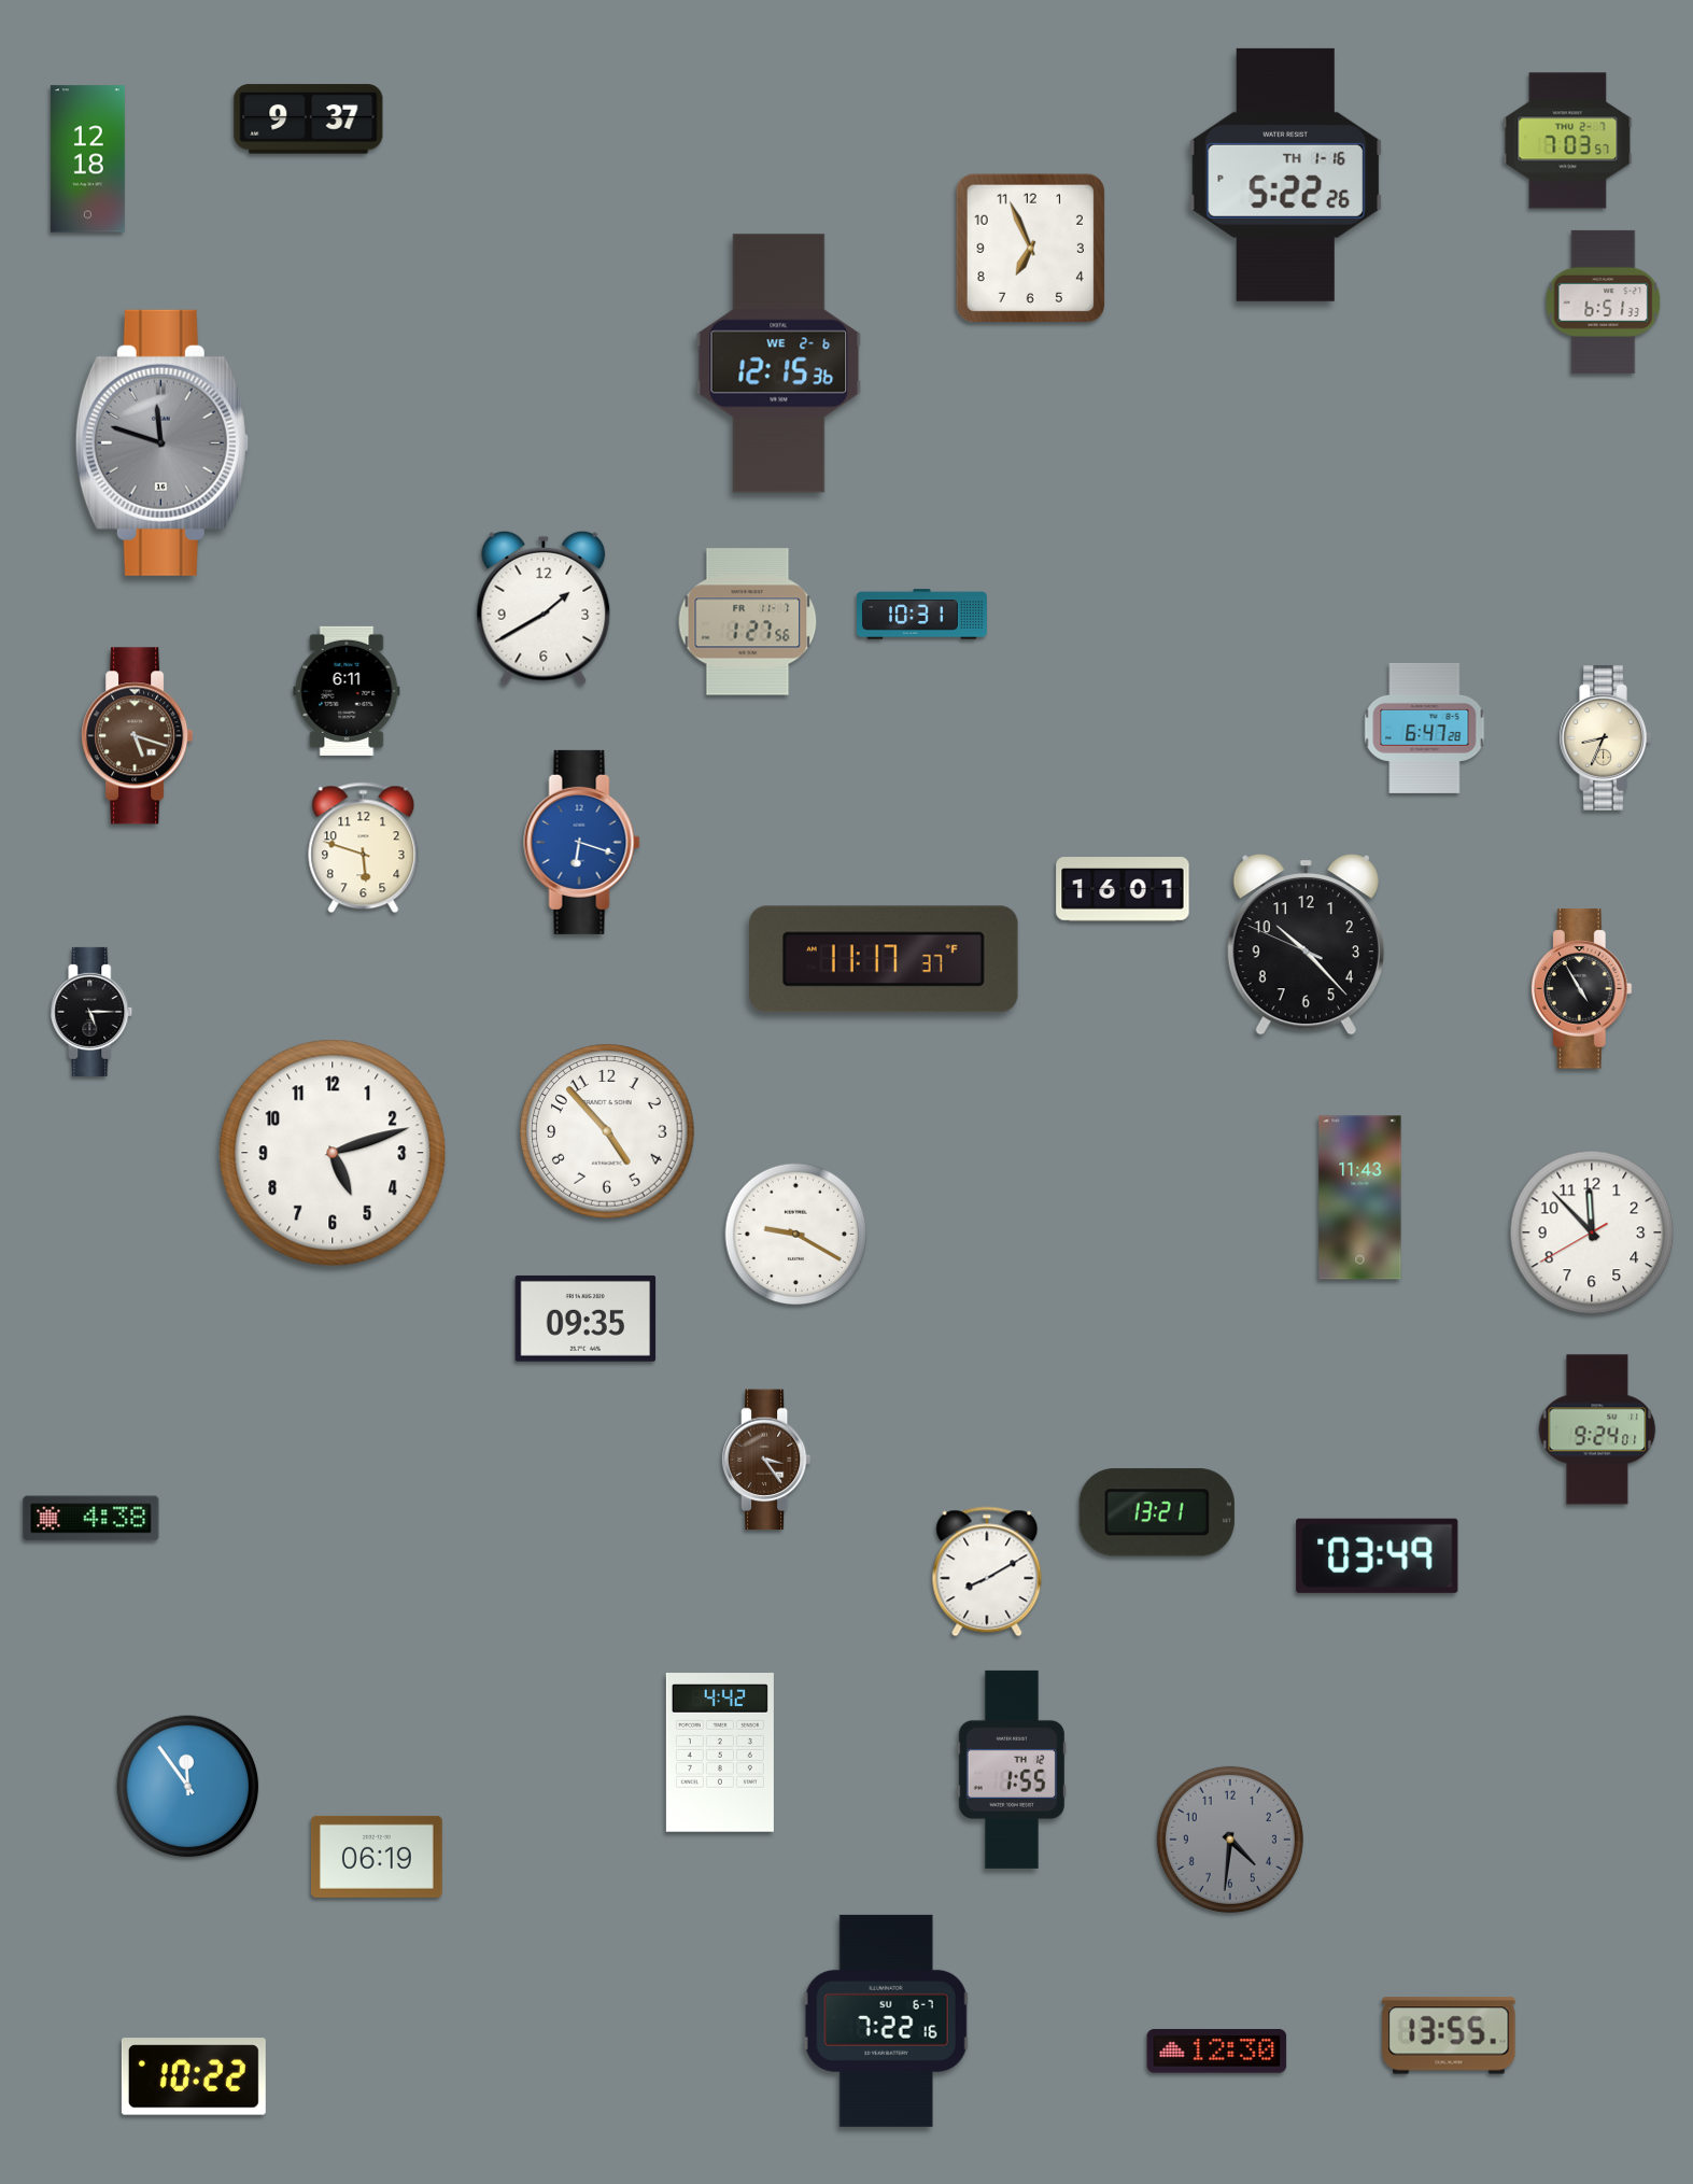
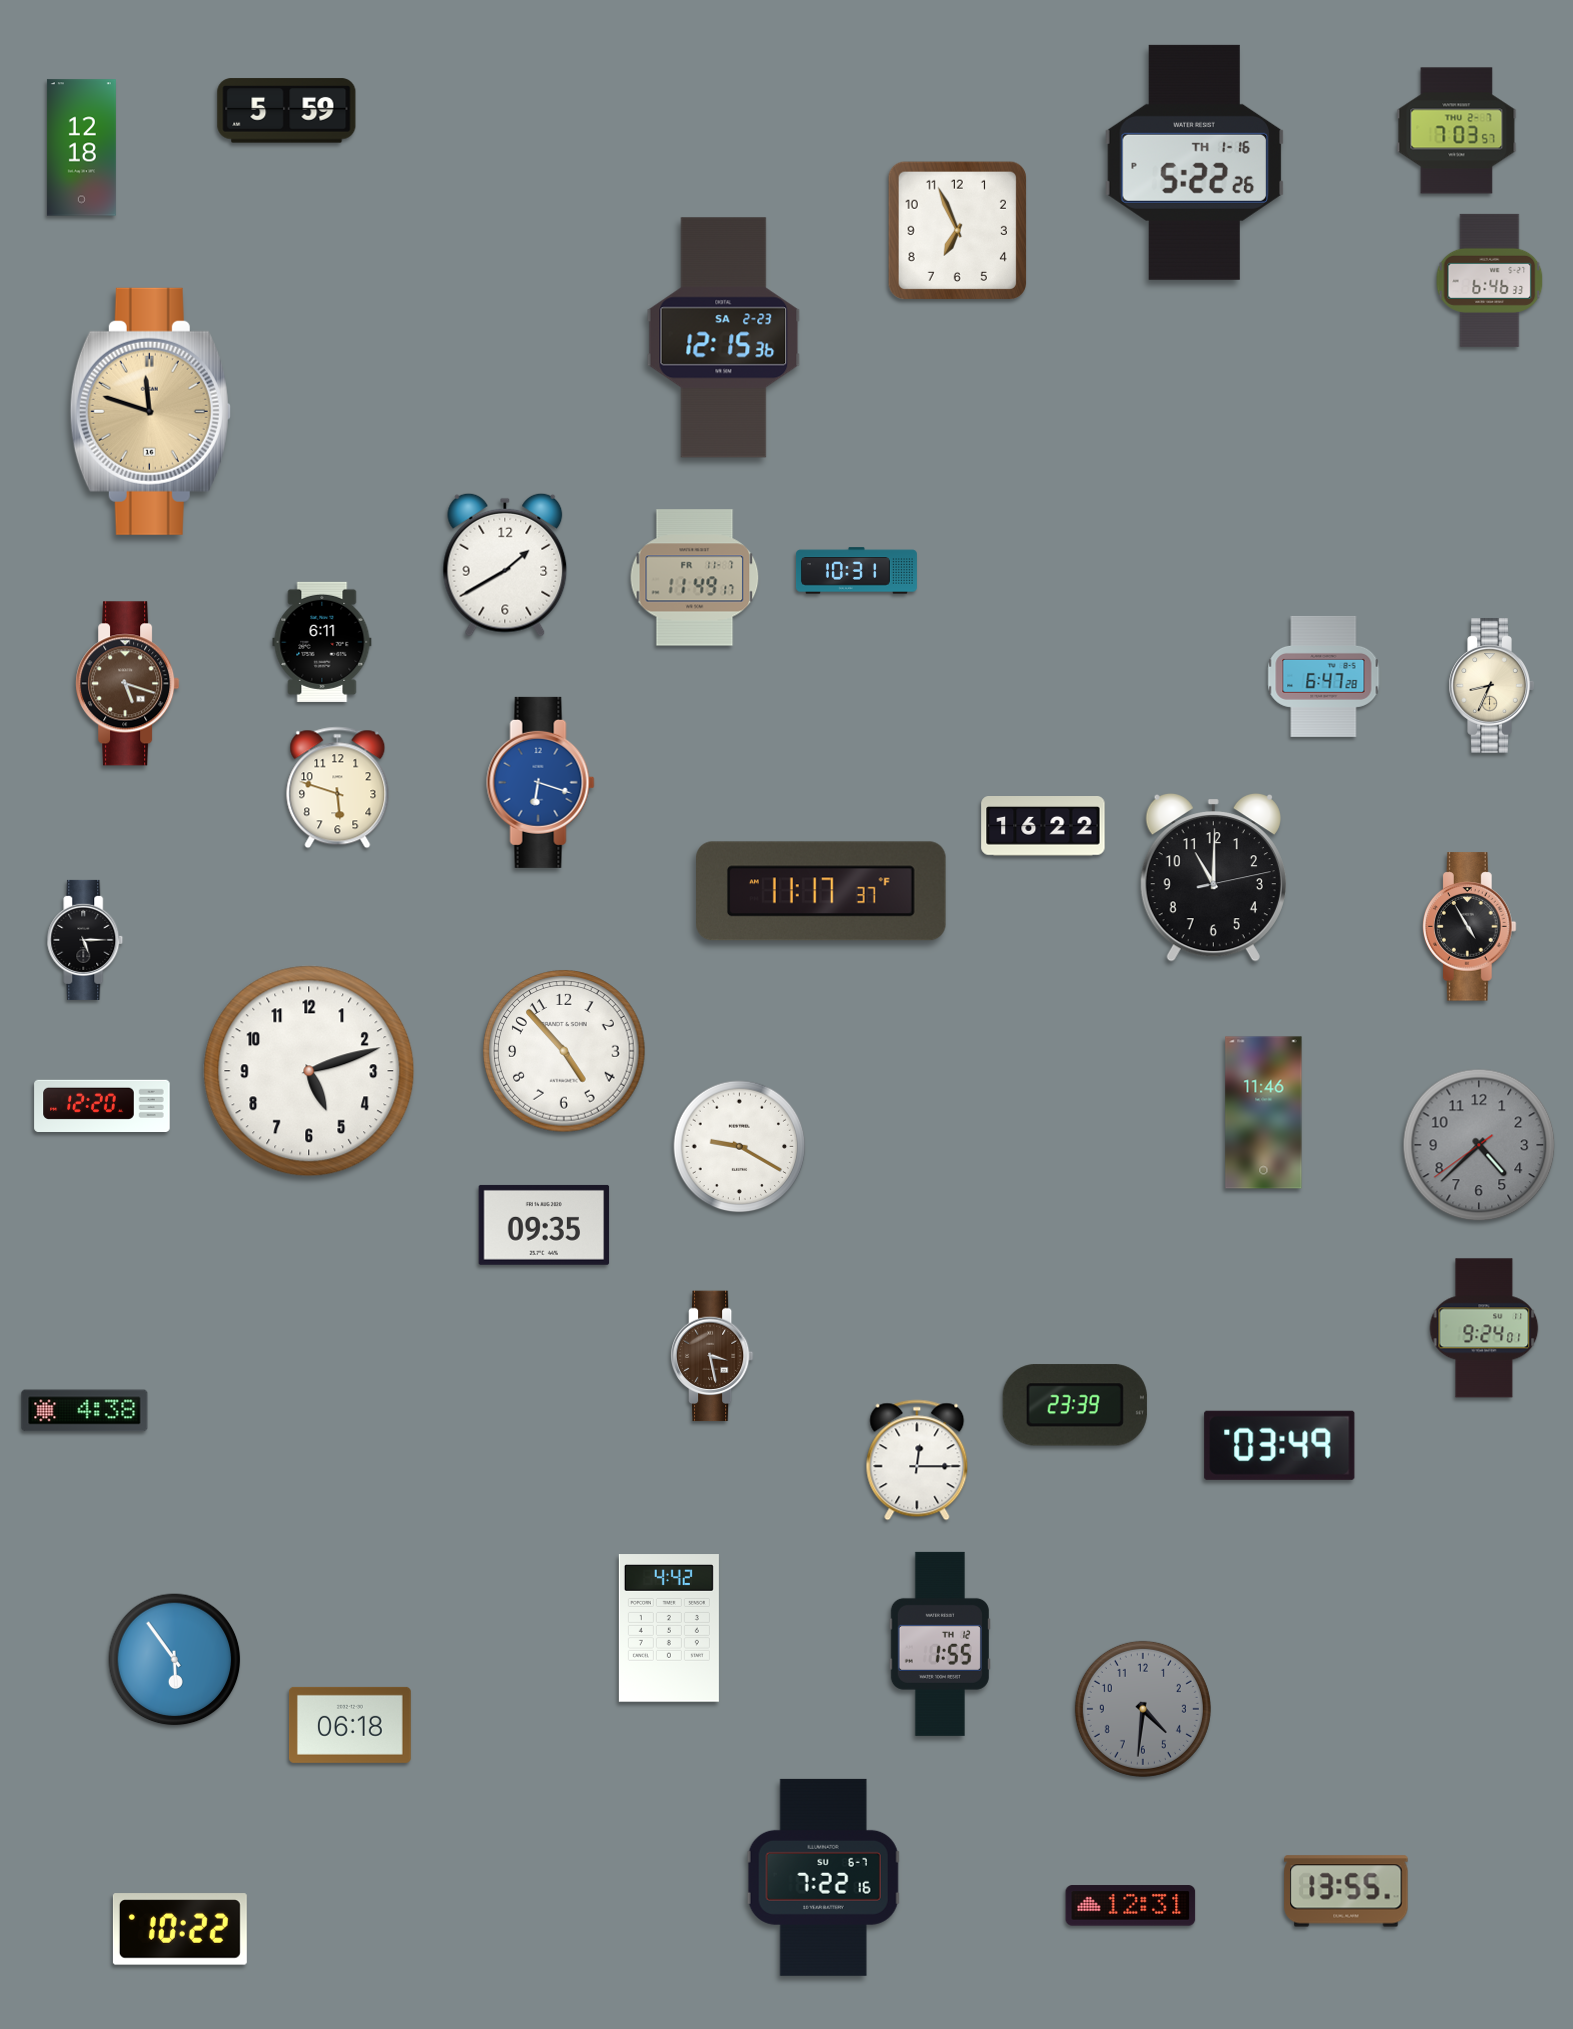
clock at (309, 119): 9:37 -> 5:59
clock at (1604, 301): 6:51 -> 6:46
clock at (779, 364) date: WE 2-6 -> SA 2-23
clock at (161, 442) dial: grey -> champagne
clock at (748, 622): 1:27 -> 11:49
clock at (1123, 889): 16:01 -> 16:22
clock at (1306, 945): 10:22 -> 11:00
clock at (1581, 989) position: (1581, 989) -> (1469, 927)
clock at (102, 1105): none -> 12:20
clock at (1360, 1198): 11:43 -> 11:46
clock at (1592, 1232): 11:52 -> 4:37
clock at (1592, 1232) dial: white -> grey
clock at (766, 1460): 3:24 -> 3:28
clock at (1157, 1512): 13:21 -> 23:39
clock at (987, 1572): 8:10 -> 12:15
clock at (188, 1787): 11:54 -> 5:54
clock at (377, 1857): 06:19 -> 06:18
clock at (1217, 2052): 12:30 -> 12:31
